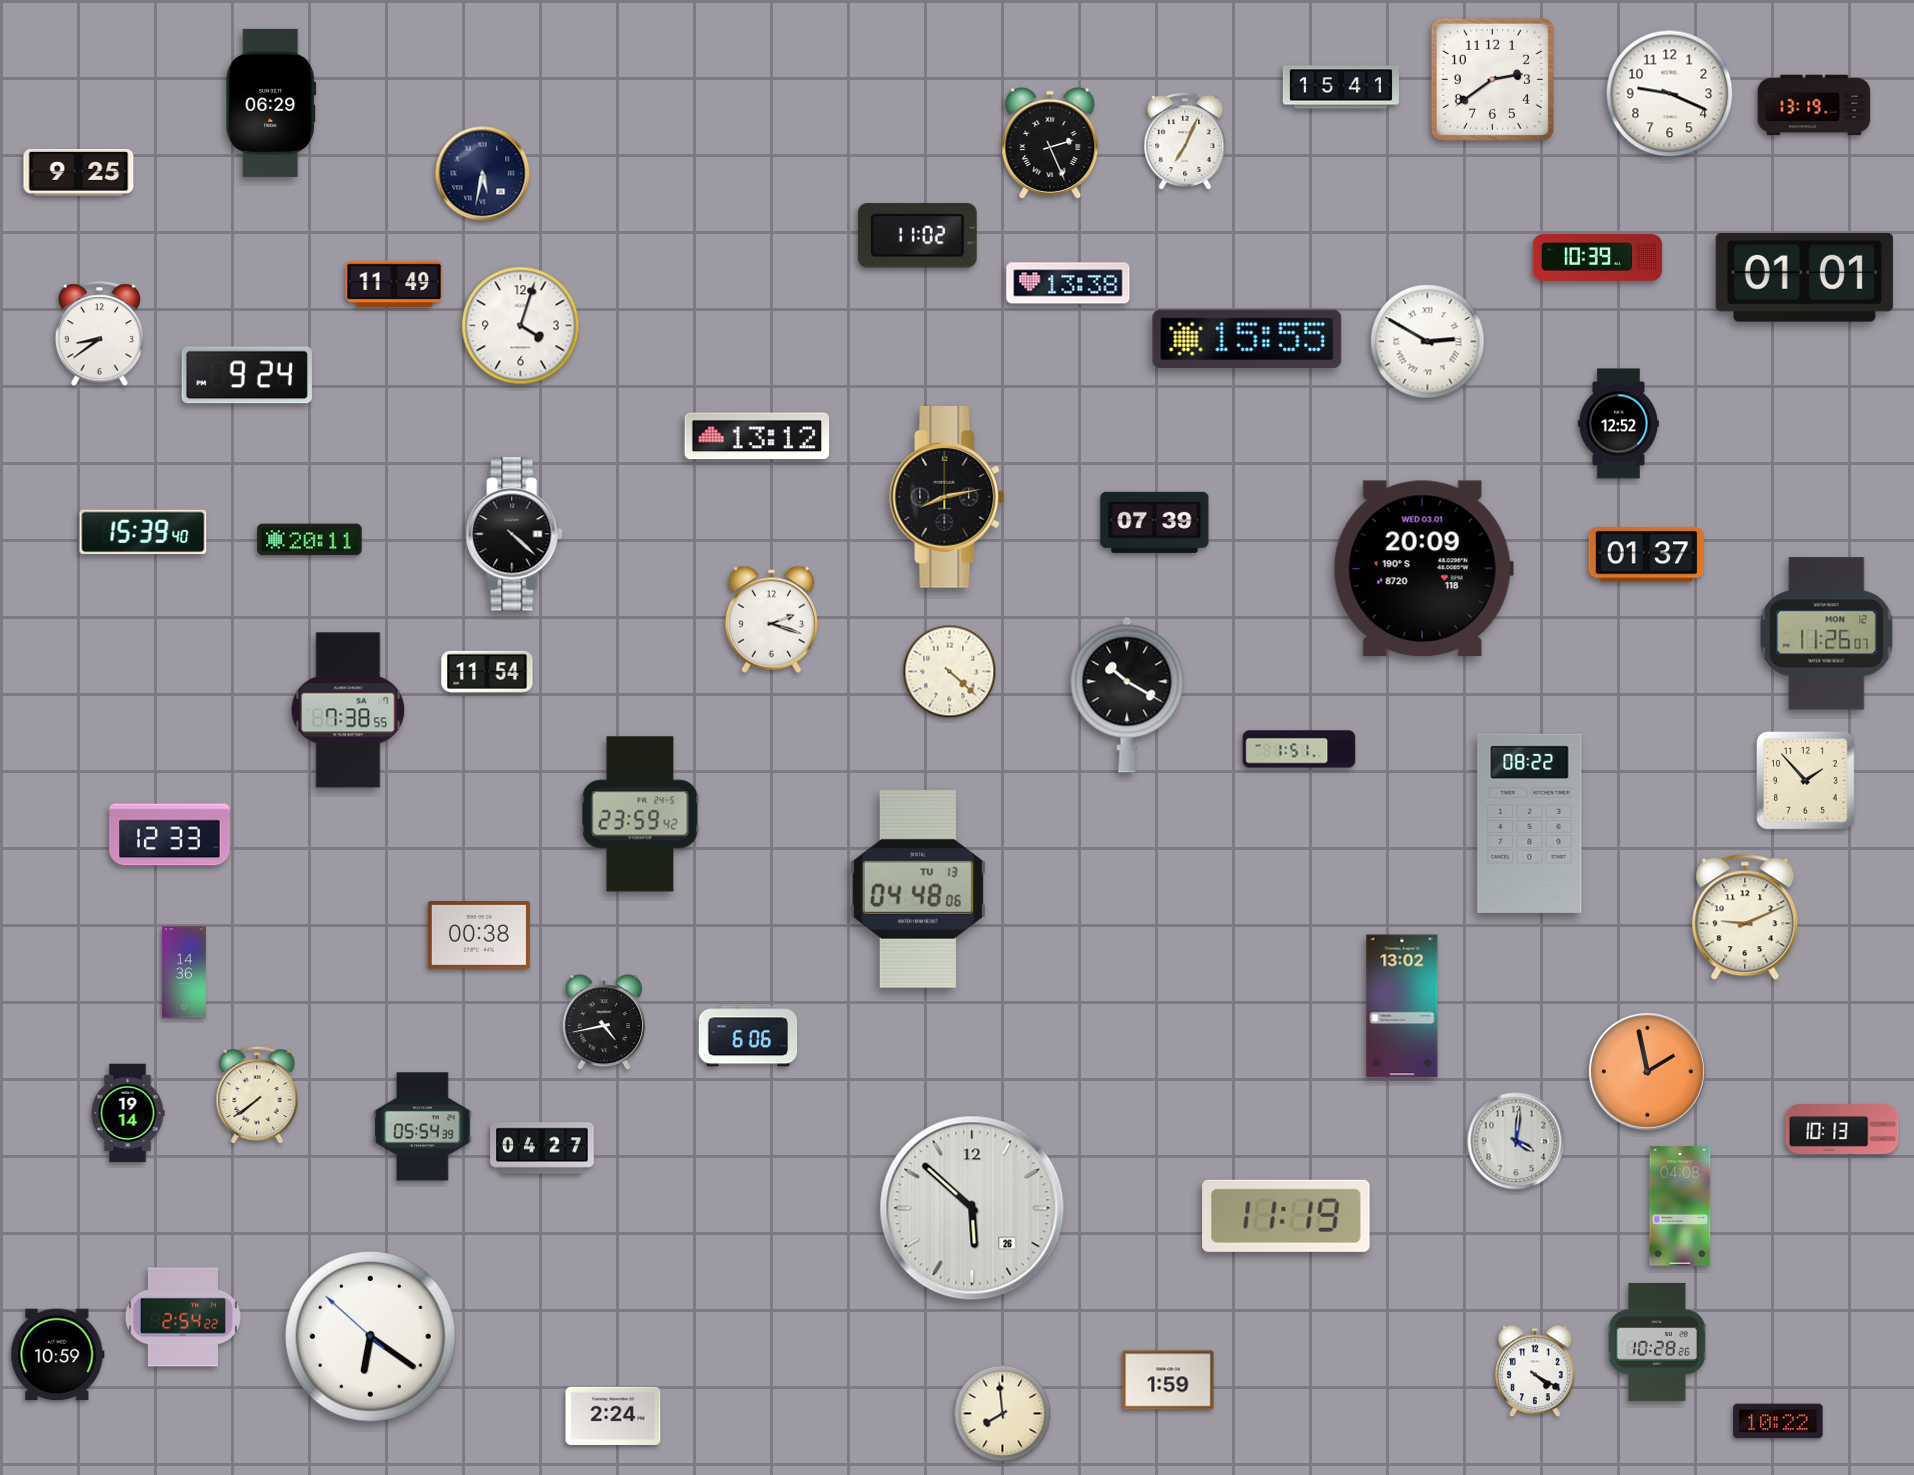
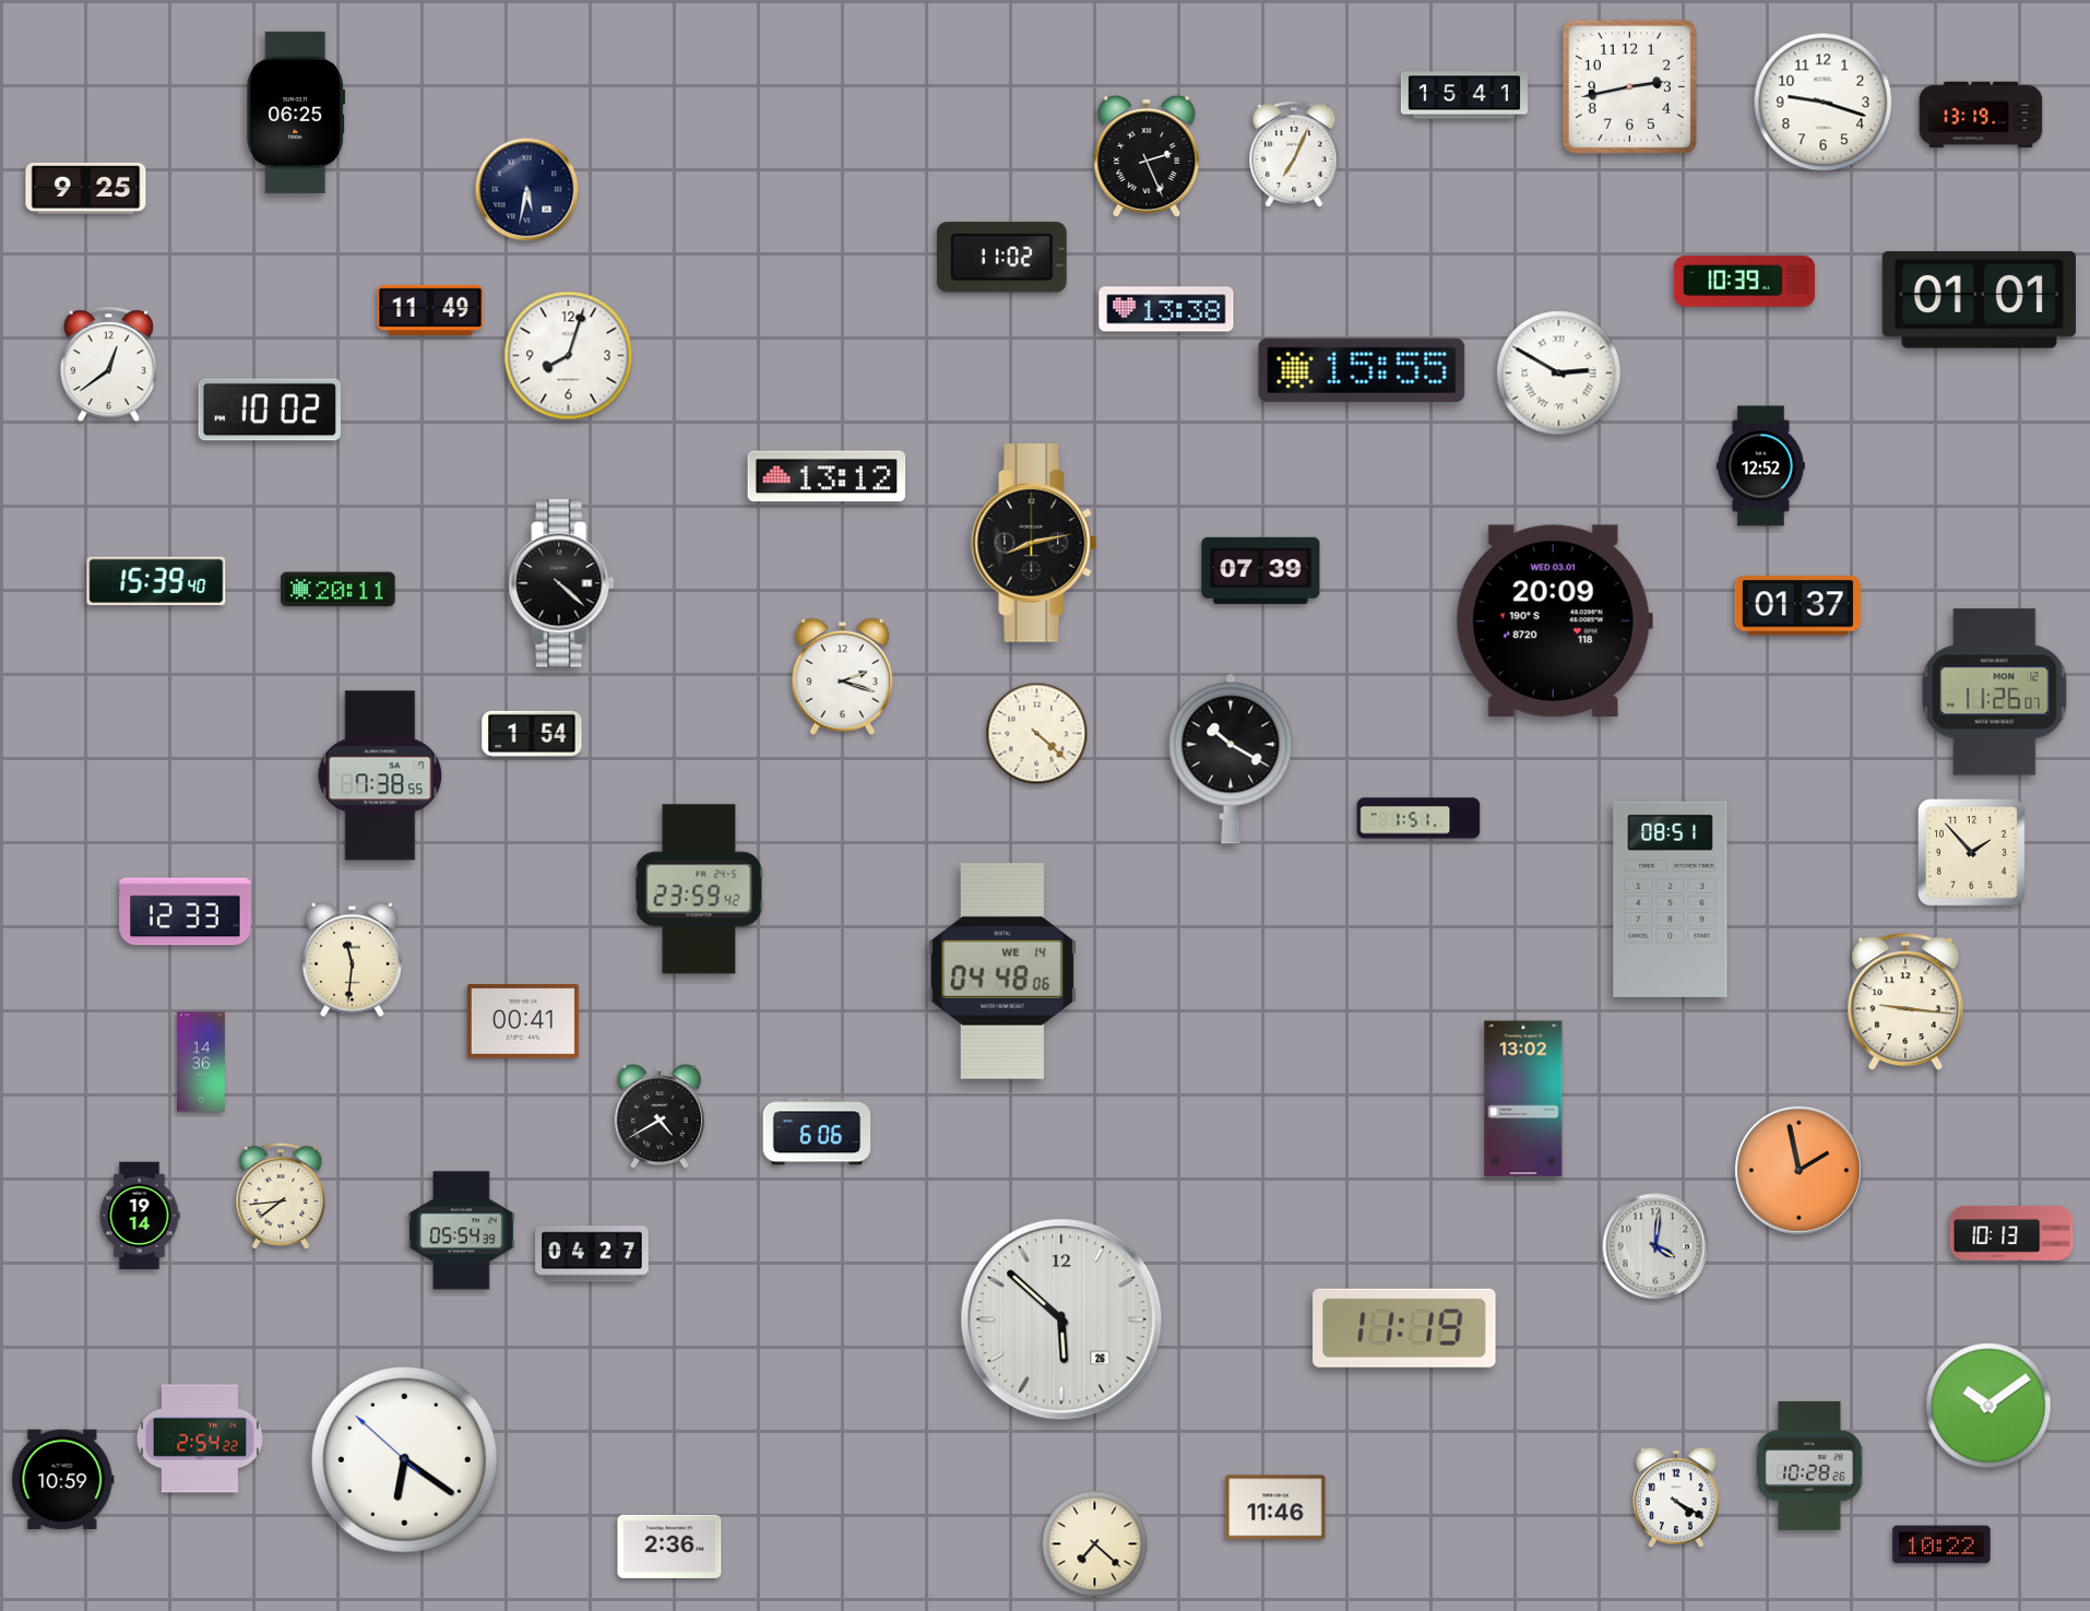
clock at (1492, 79): 2:39 -> 2:43
clock at (1670, 94): 9:19 -> 9:18
clock at (271, 103): 06:29 -> 06:25
clock at (1804, 278) position: (1804, 278) -> (1979, 300)
clock at (521, 326): 4:03 -> 8:03
clock at (99, 334): 8:39 -> 12:39
clock at (247, 375): 9:24 -> 10:02
clock at (1618, 424) position: (1618, 424) -> (1760, 466)
clock at (487, 672): 11:54 -> 1:54
clock at (1530, 823): 08:22 -> 08:51
clock at (352, 959): none -> 11:31
clock at (918, 890) date: TU 13 -> WE 14
clock at (1745, 918): 9:11 -> 9:16
clock at (479, 935): 00:38 -> 00:41
clock at (1402, 1006) position: (1402, 1006) -> (1523, 1099)
clock at (604, 1023): 4:43 -> 4:40
clock at (257, 1094): 7:39 -> 7:44
clock at (1680, 1206): 04:08 -> none
clock at (1988, 1406): none -> 10:09
clock at (1168, 1380): 1:59 -> 11:46
clock at (1003, 1414): 7:59 -> 7:22
clock at (613, 1416): 2:24 -> 2:36
clock at (1778, 1421) position: (1778, 1421) -> (1941, 1544)
